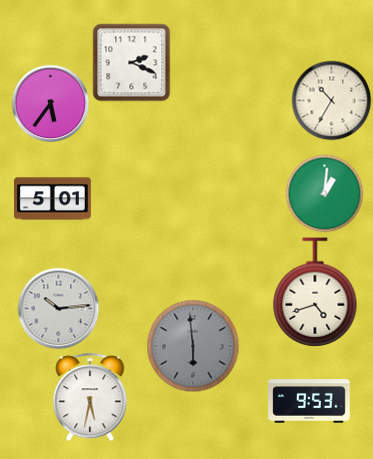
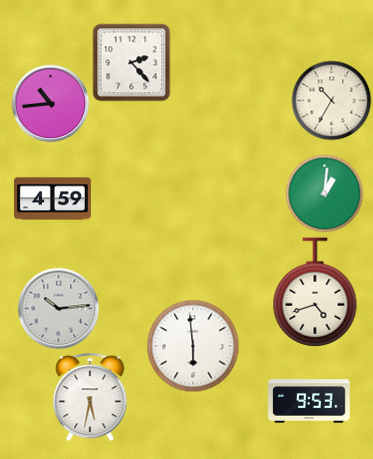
clock at (131, 62): 2:19 -> 2:23
clock at (50, 103): 5:36 -> 10:44
clock at (52, 199): 5:01 -> 4:59
clock at (193, 346) dial: grey -> white
